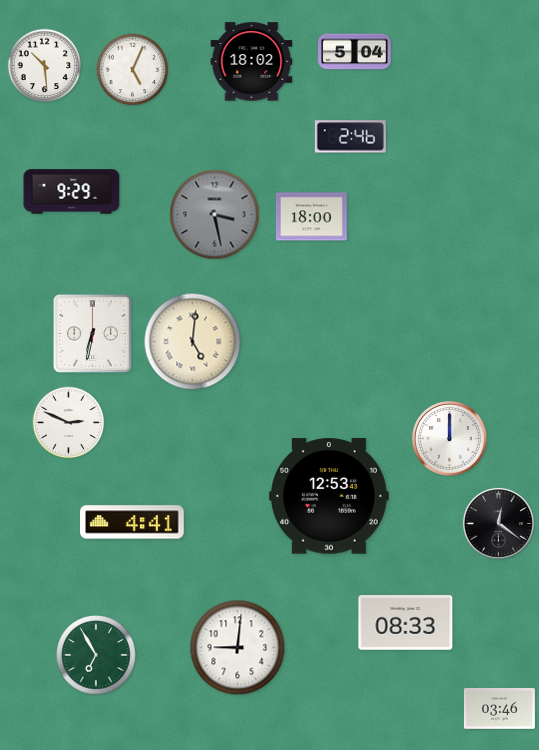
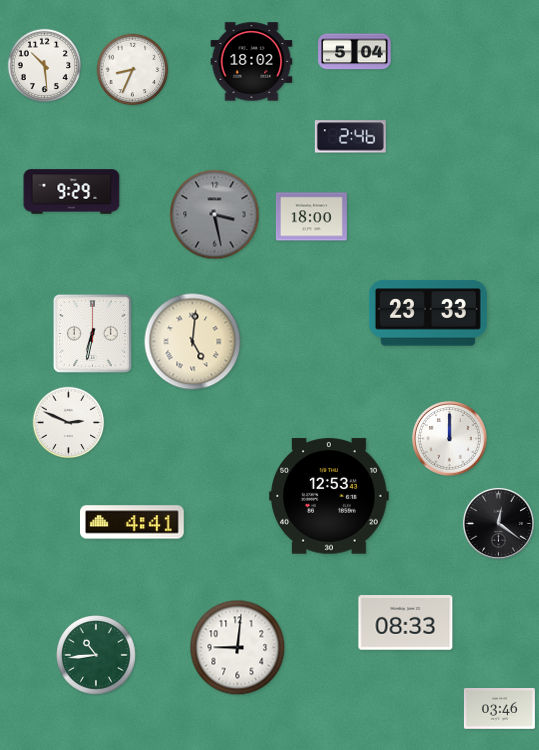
clock at (133, 70): 5:04 -> 8:34
clock at (428, 313): none -> 23:33
clock at (97, 656): 6:55 -> 10:44
